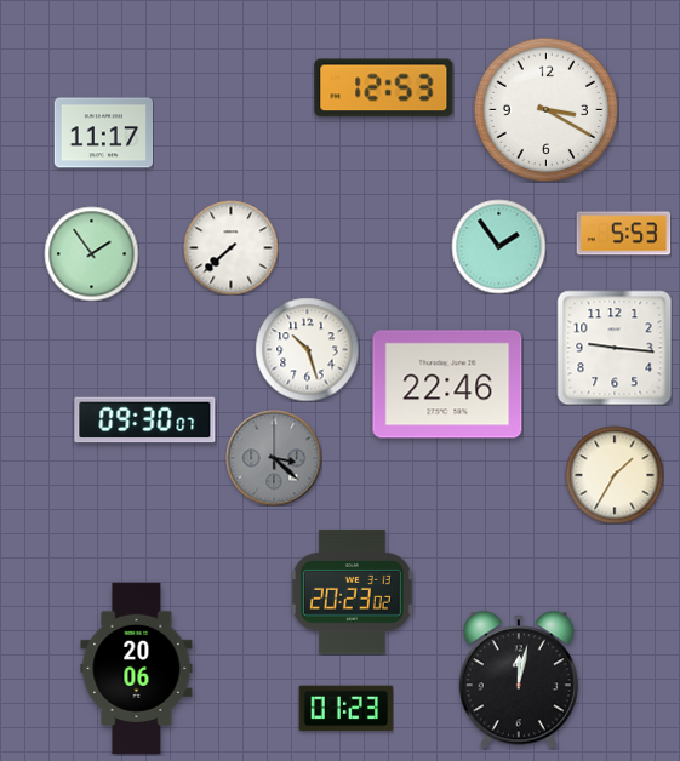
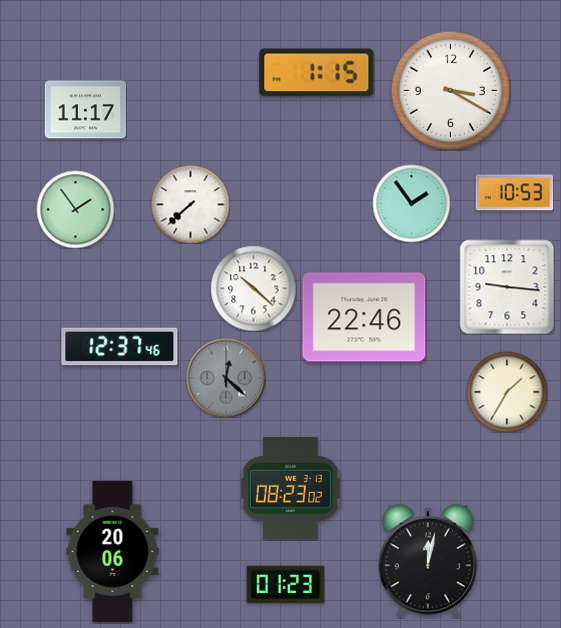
clock at (384, 88): 12:53 -> 1:15
clock at (623, 234): 5:53 -> 10:53
clock at (307, 349): 10:27 -> 10:22
clock at (447, 384) position: (447, 384) -> (364, 317)
clock at (145, 420): 09:30 -> 12:37
clock at (274, 458): 3:22 -> 12:22
clock at (352, 593): 20:23 -> 08:23
